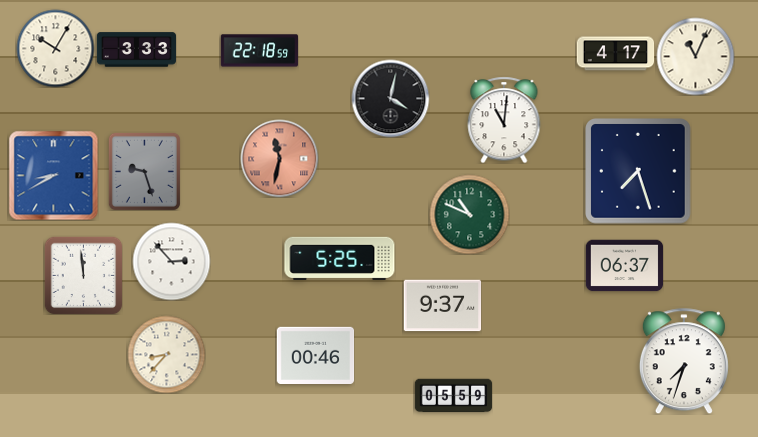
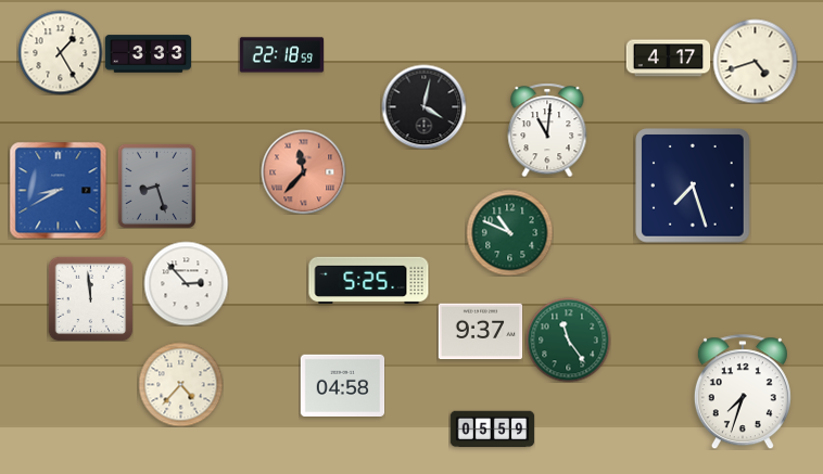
clock at (55, 48): 10:05 -> 1:25
clock at (695, 56): 11:04 -> 4:42
clock at (279, 158): 11:32 -> 11:37
clock at (144, 171): 9:27 -> 8:27
clock at (624, 266): 06:37 -> none
clock at (568, 340): none -> 11:24
clock at (166, 354): 8:37 -> 4:37
clock at (315, 355): 00:46 -> 04:58
